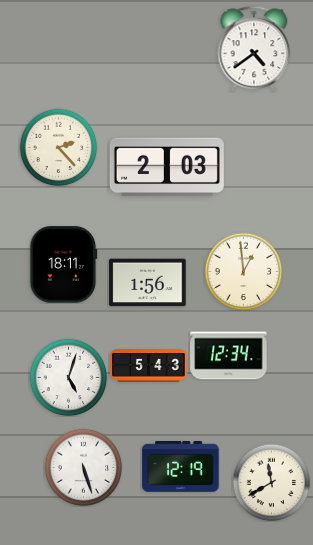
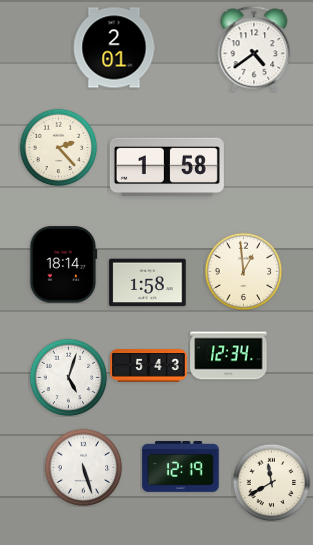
clock at (114, 48): none -> 2:01
clock at (167, 167): 2:03 -> 1:58
clock at (64, 265): 18:11 -> 18:14
clock at (148, 283): 1:56 -> 1:58
